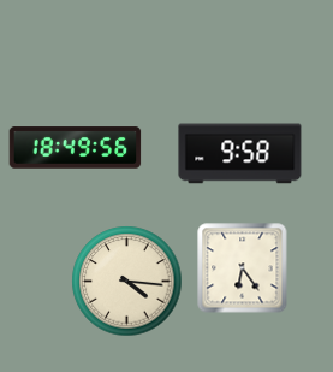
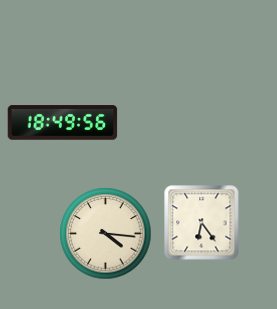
clock at (240, 154): 9:58 -> none
